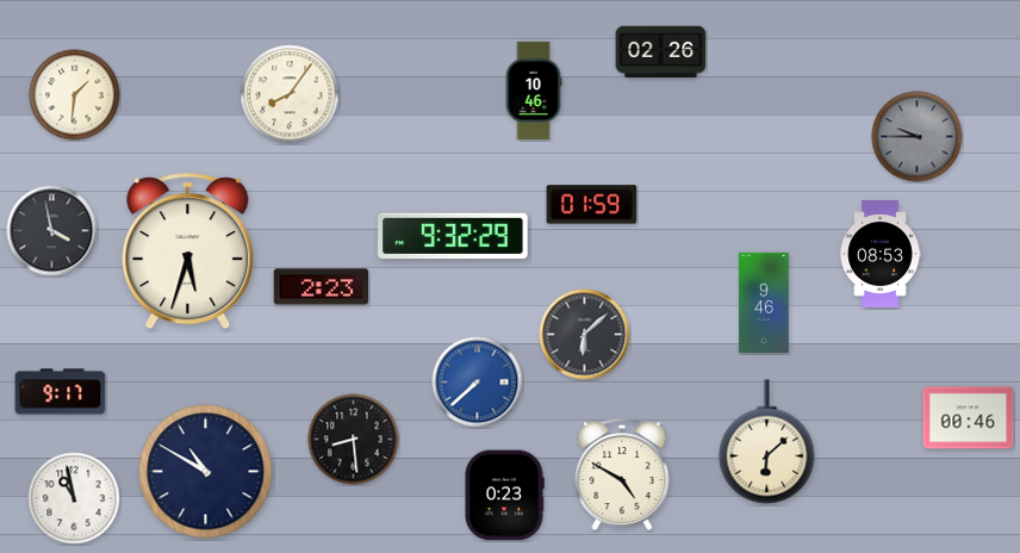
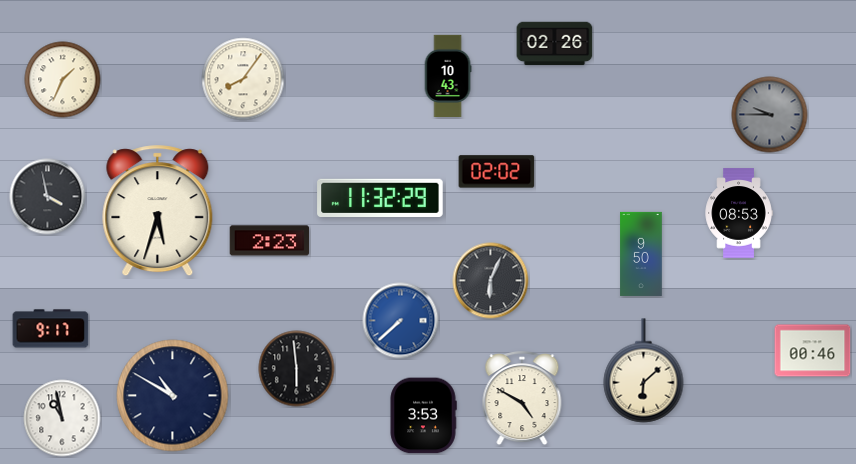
clock at (534, 89): 10:46 -> 10:43
clock at (75, 95): 1:31 -> 1:34
clock at (592, 205): 01:59 -> 02:02
clock at (52, 231) position: (52, 231) -> (48, 197)
clock at (453, 235): 9:32 -> 11:32
clock at (764, 303): 9:46 -> 9:50
clock at (585, 335): 6:08 -> 6:04
clock at (354, 440): 8:29 -> 5:59
clock at (504, 496): 0:23 -> 3:53
